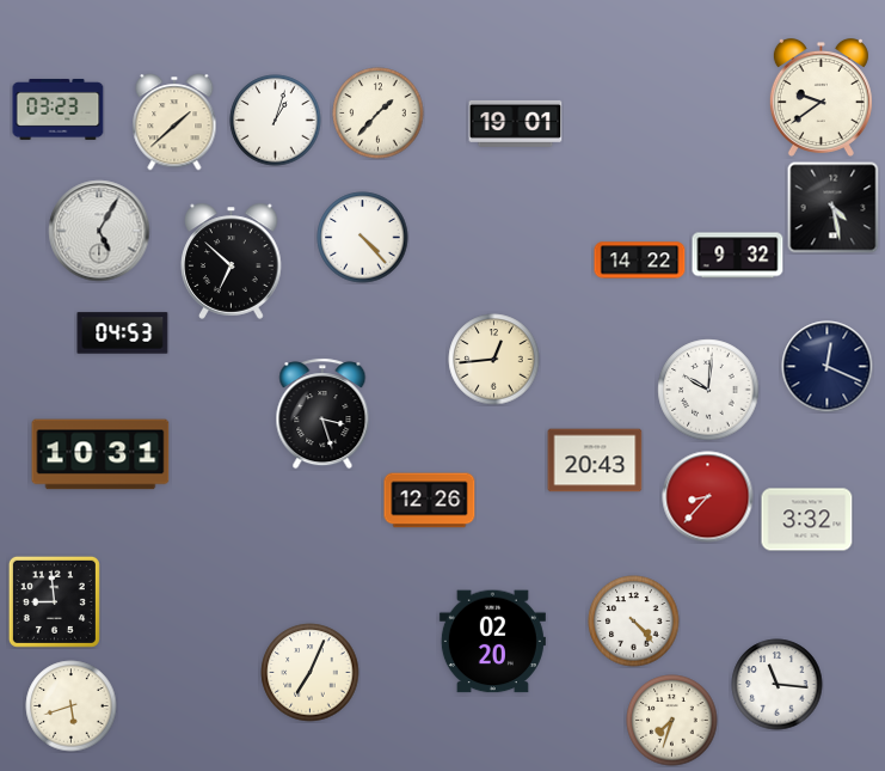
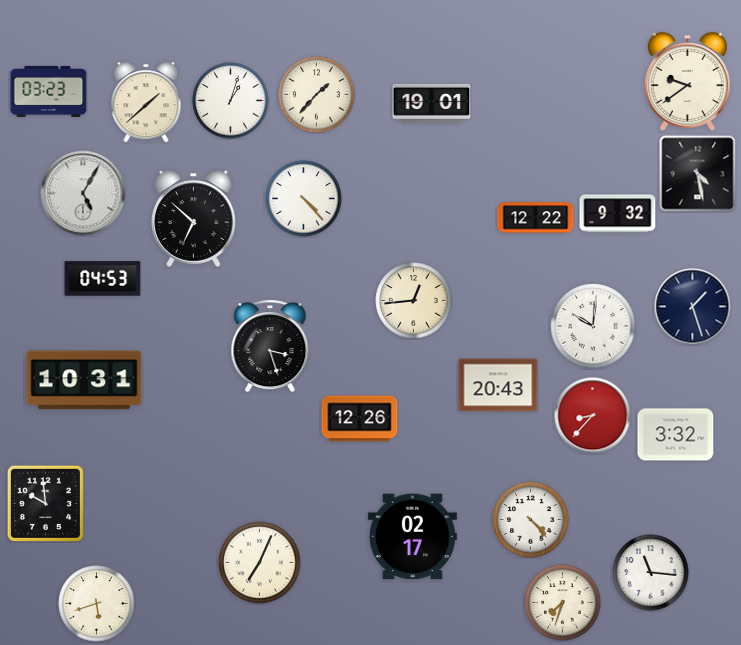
clock at (640, 261): 14:22 -> 12:22
clock at (828, 367): 12:19 -> 1:27
clock at (54, 601): 8:59 -> 9:59
clock at (492, 642): 02:20 -> 02:17
clock at (72, 706) position: (72, 706) -> (97, 604)
